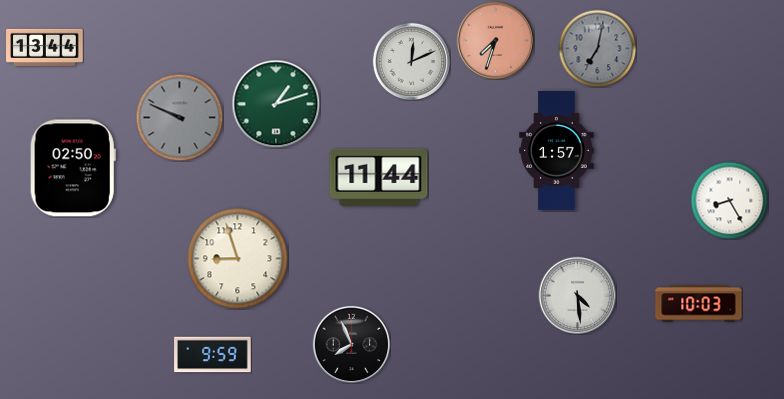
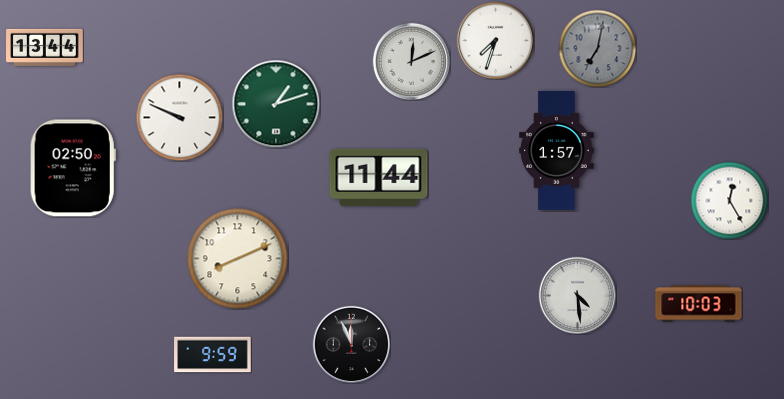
clock at (495, 40) dial: salmon -> white
clock at (179, 117) dial: grey -> white
clock at (729, 200): 8:25 -> 12:25
clock at (238, 259): 8:57 -> 8:11
clock at (351, 344): 7:56 -> 11:56
